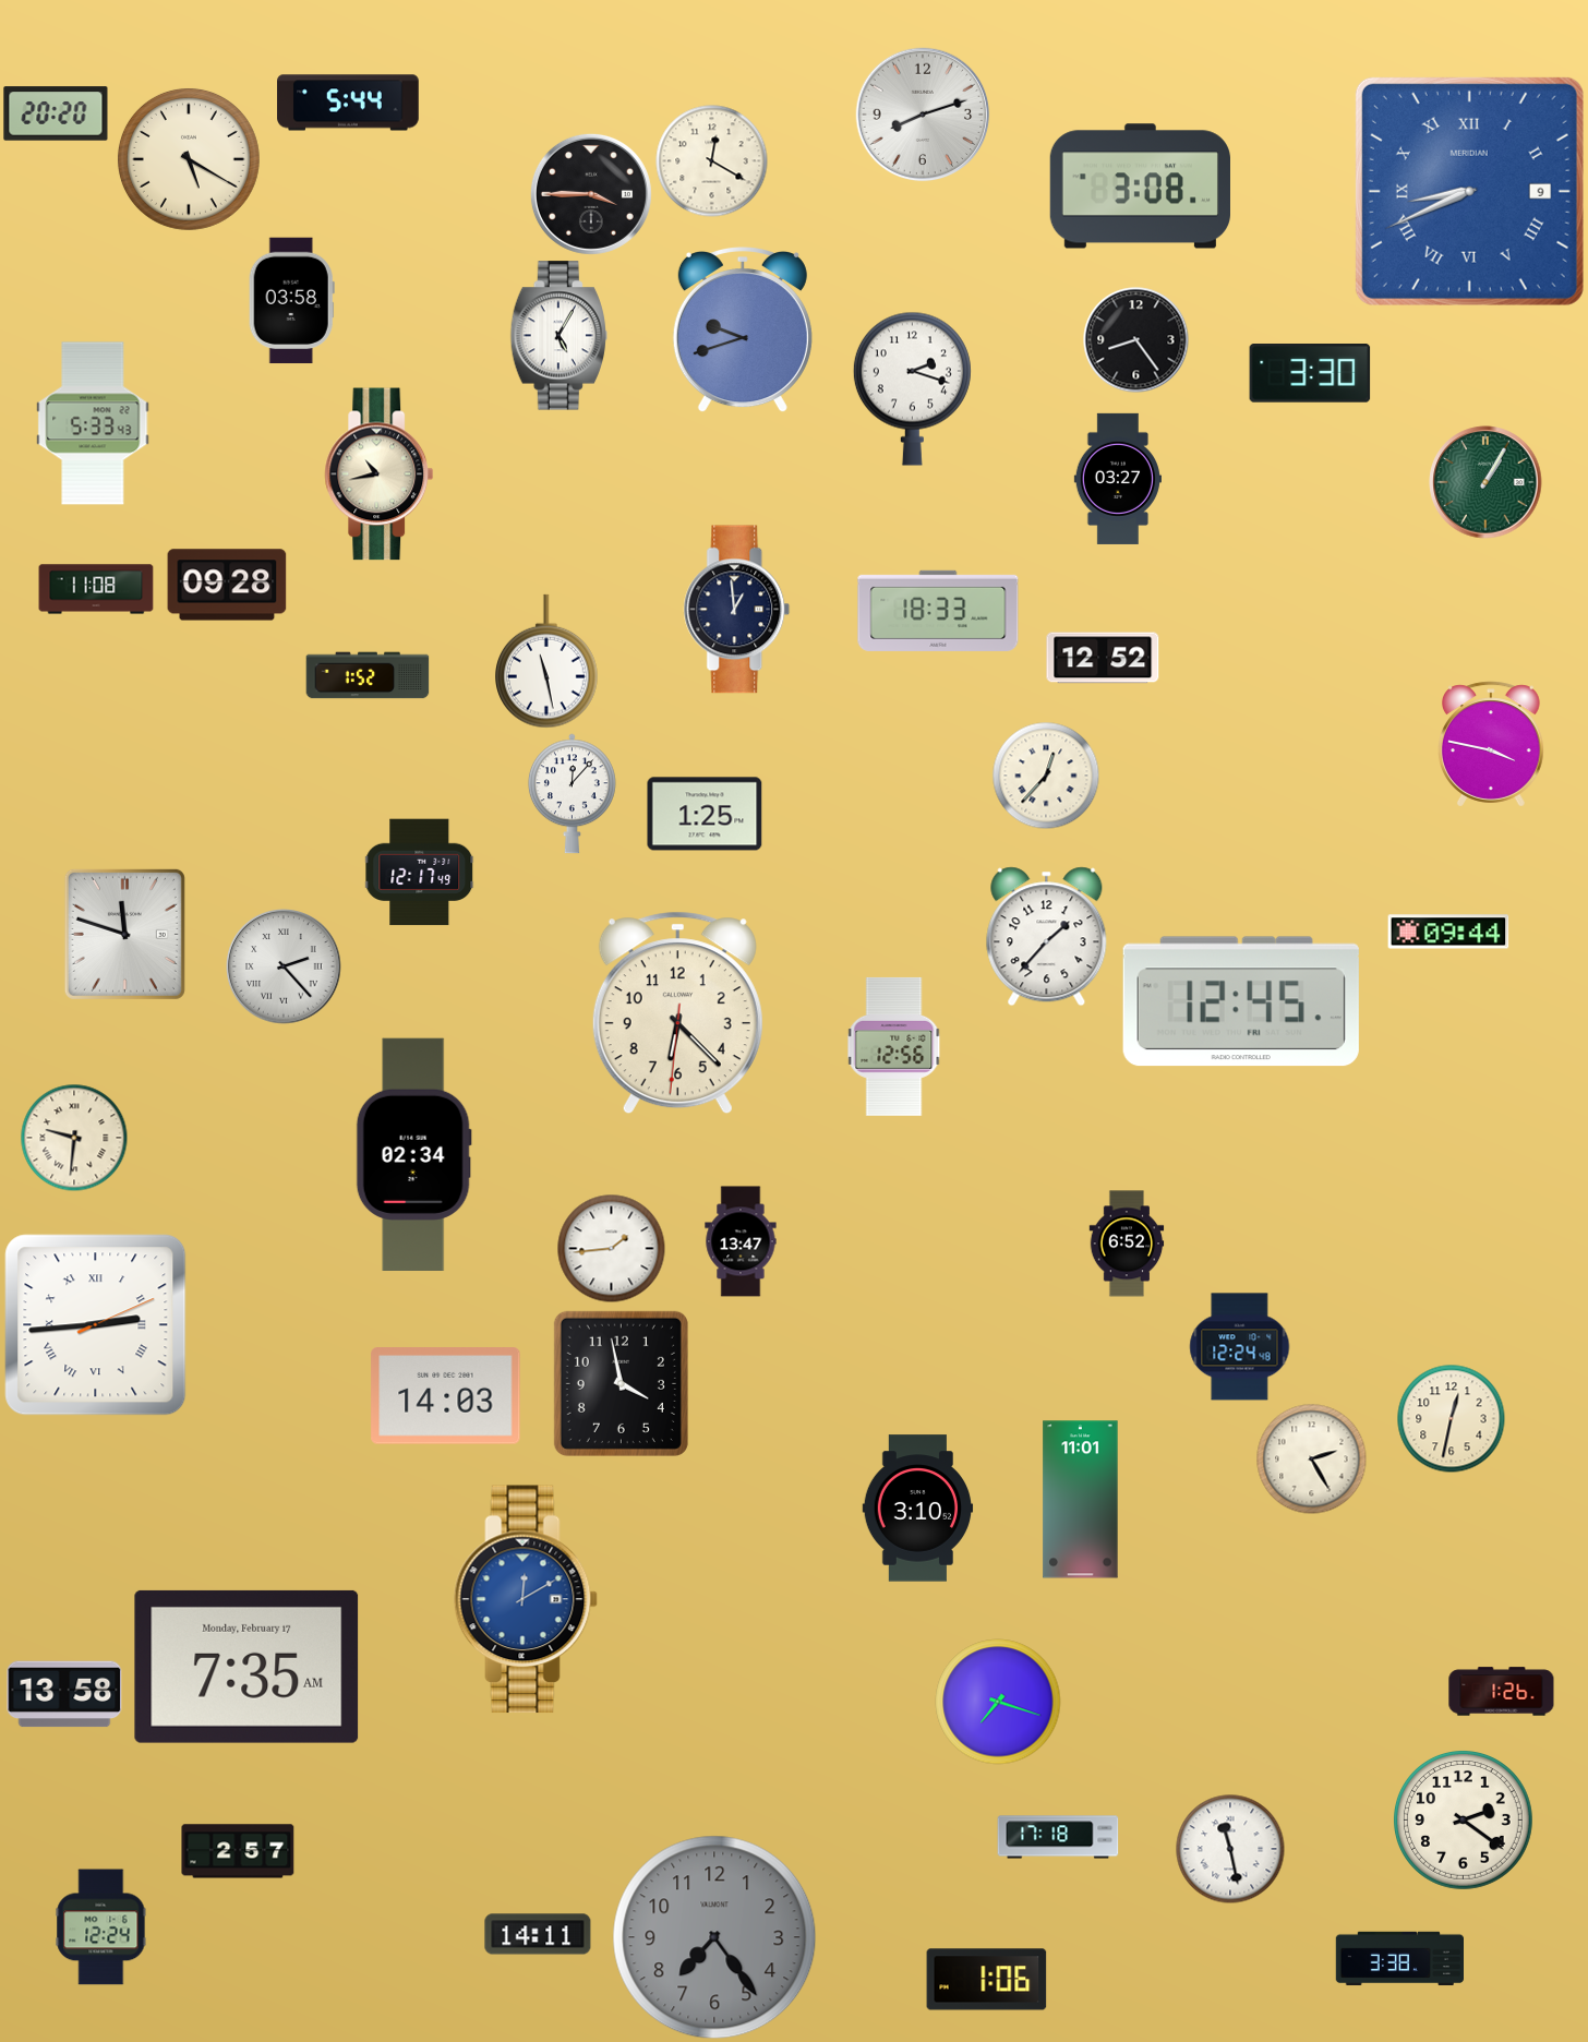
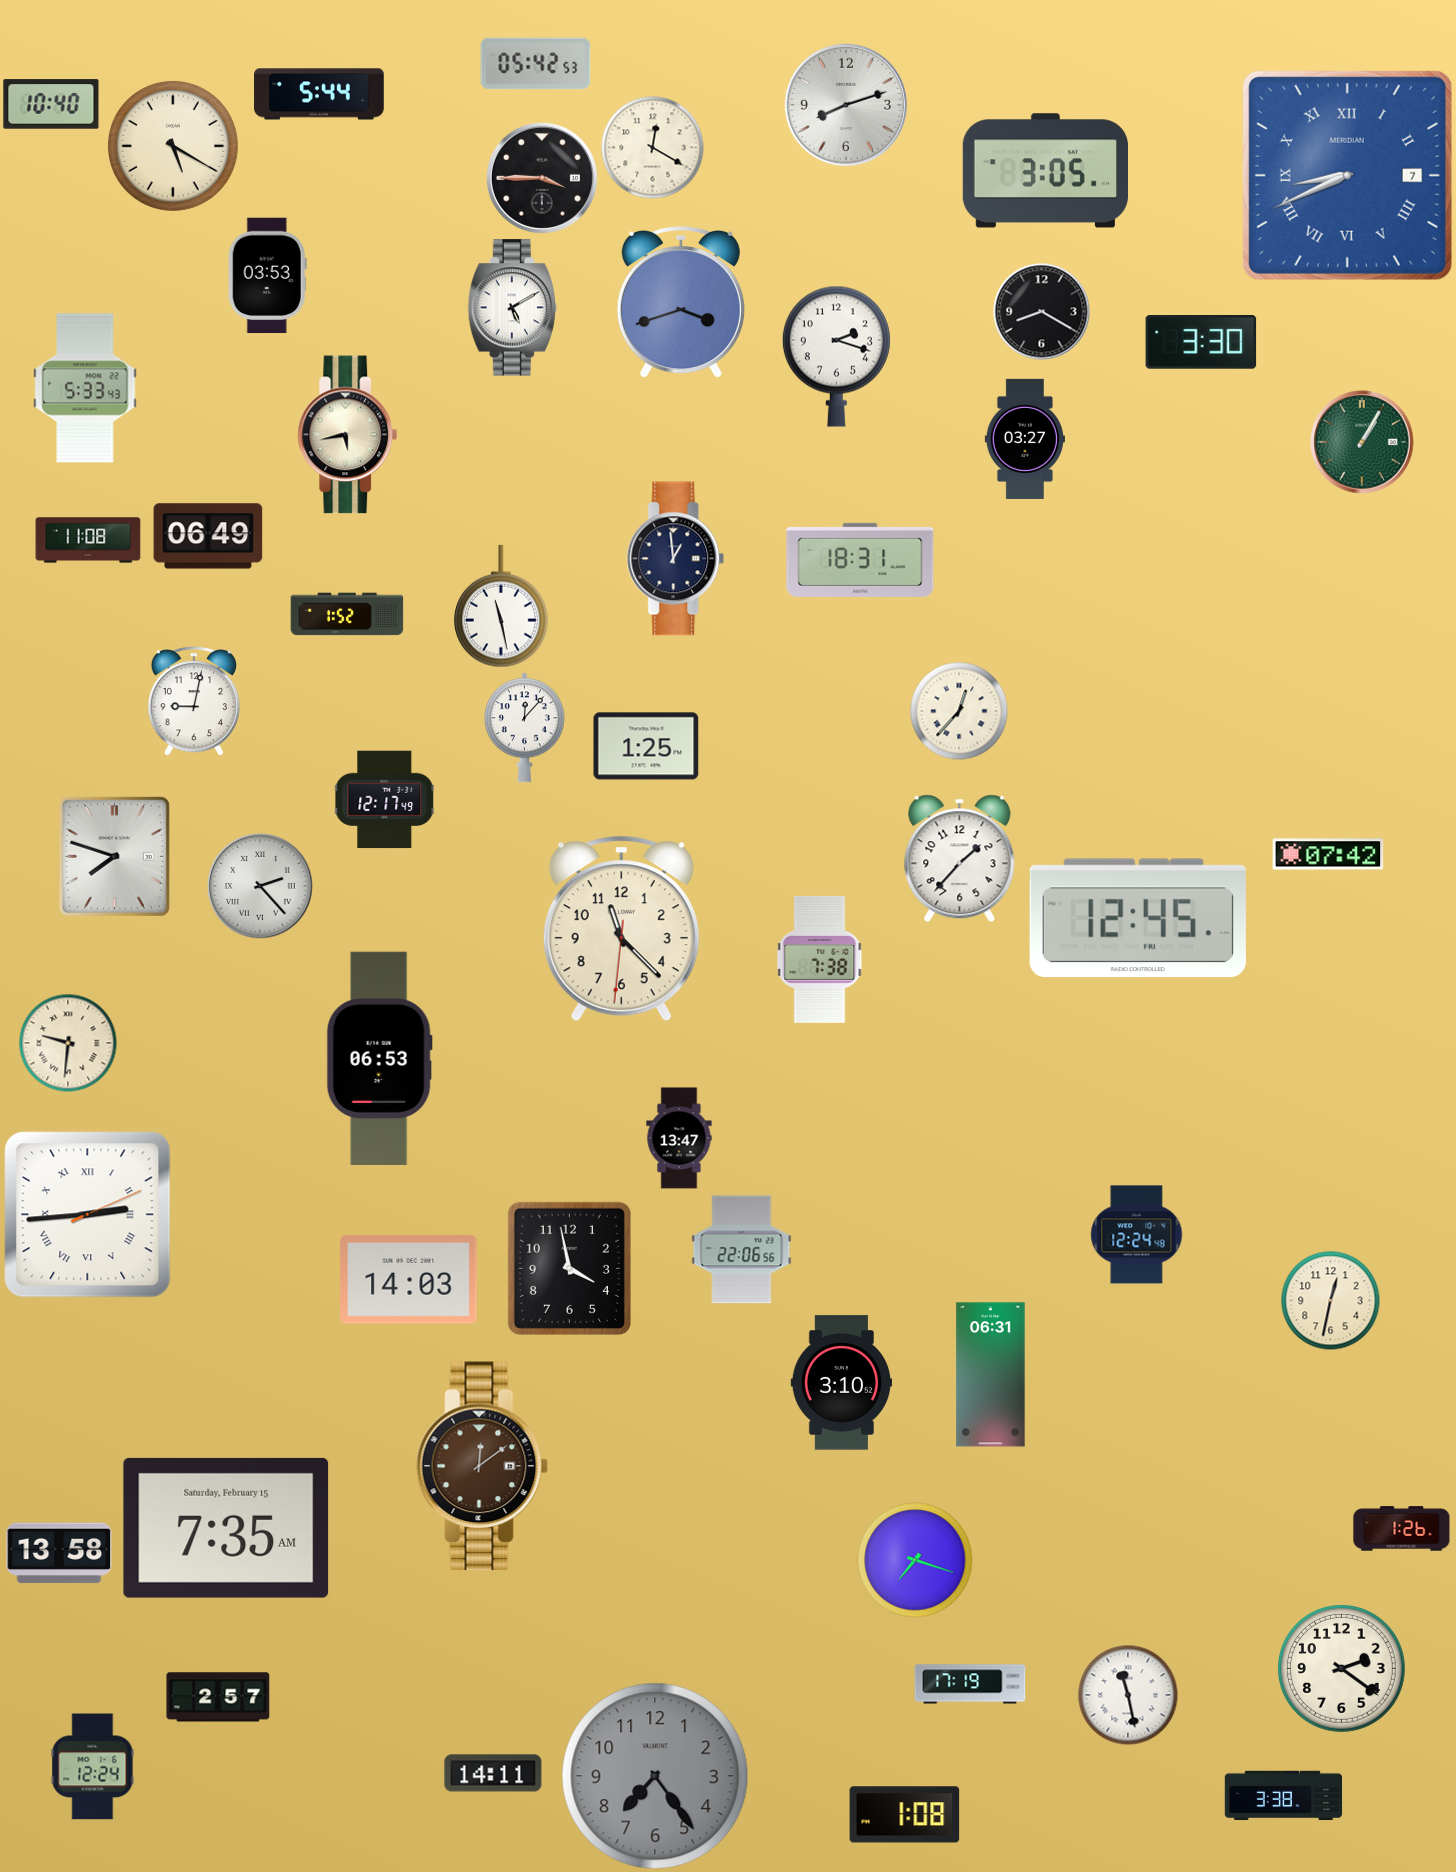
clock at (536, 64): none -> 05:42
clock at (56, 113): 20:20 -> 10:40
clock at (1140, 187): 3:08 -> 3:05
clock at (1469, 191) date: 9 -> 7
clock at (291, 301): 03:58 -> 03:53
clock at (743, 331): 9:42 -> 3:42
clock at (558, 336): 5:05 -> 5:10
clock at (1136, 340): 8:24 -> 8:20
clock at (380, 475): 10:43 -> 5:43
clock at (227, 585): 09:28 -> 06:49
clock at (938, 611): 18:33 -> 18:31
clock at (1103, 658): 12:52 -> none
clock at (368, 675) position: (368, 675) -> (347, 614)
clock at (1491, 744): 3:47 -> none
clock at (194, 701): none -> 9:02
clock at (1448, 932): 09:44 -> 07:42
clock at (124, 934): 11:48 -> 7:48
clock at (677, 1013): 6:22 -> 11:22
clock at (894, 1046): 12:56 -> 7:38
clock at (413, 1154): 02:34 -> 06:53
clock at (1127, 1244): 6:52 -> none
clock at (612, 1249): 1:44 -> none
clock at (742, 1250): none -> 22:06
clock at (1312, 1460): 2:25 -> none
clock at (1081, 1500): 11:01 -> 06:31
clock at (526, 1599): 12:10 -> 12:09
clock at (526, 1599) dial: blue -> brown
clock at (246, 1667) date: Monday, February 17 -> Saturday, February 15
clock at (1502, 1692) position: (1502, 1692) -> (1402, 1529)
clock at (1058, 1837): 17:18 -> 17:19
clock at (987, 1980): 1:06 -> 1:08
